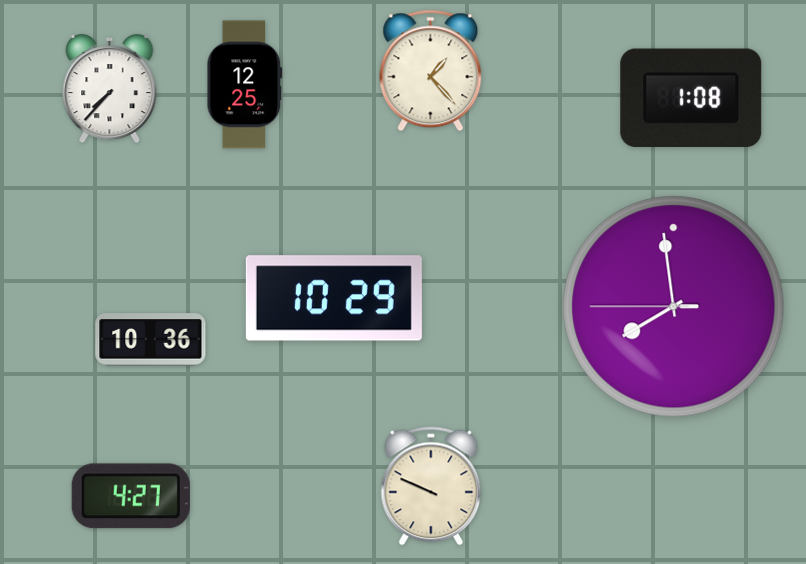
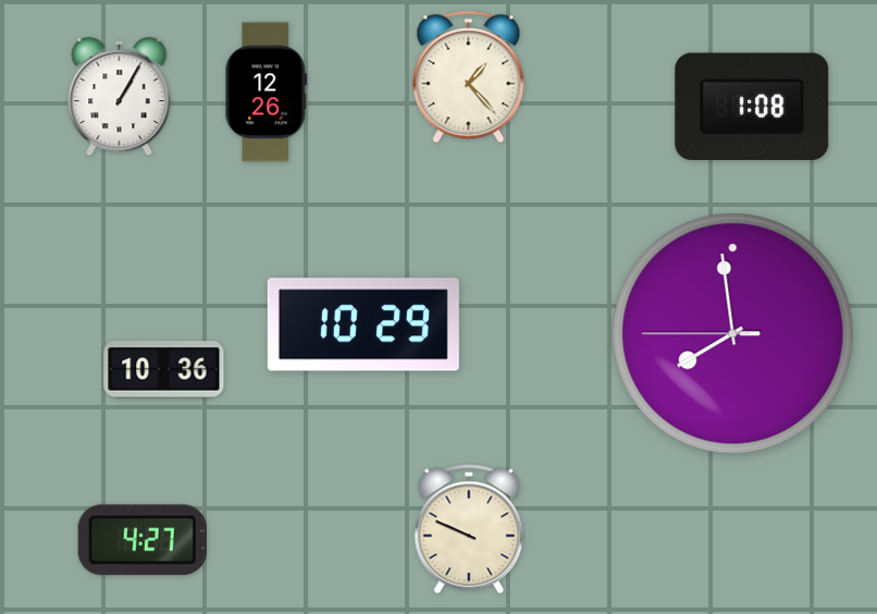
clock at (245, 85): 12:25 -> 12:26
clock at (110, 90): 7:37 -> 1:05
